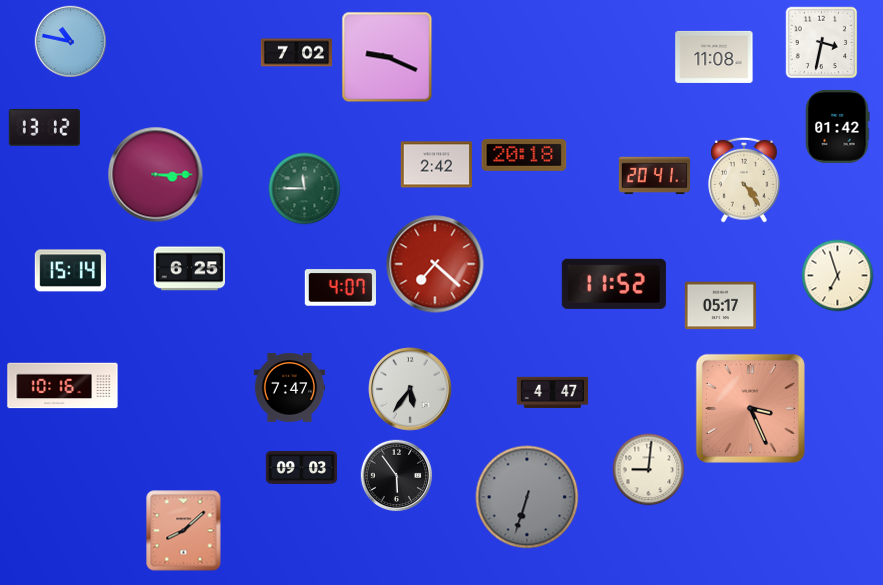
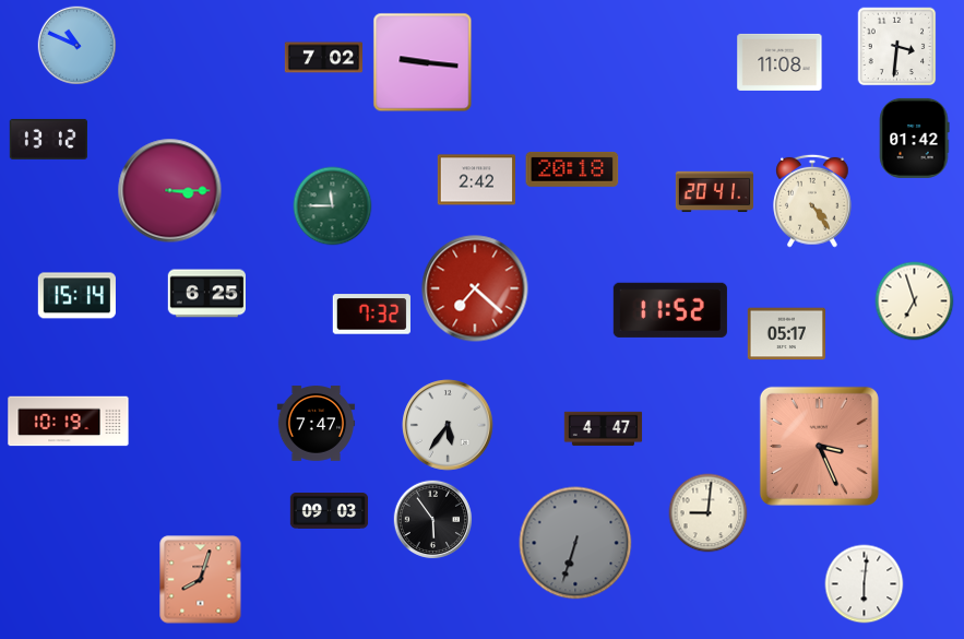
clock at (71, 42): 10:47 -> 10:49
clock at (822, 43): 3:32 -> 3:31
clock at (387, 57): 9:19 -> 9:16
clock at (745, 180) position: (745, 180) -> (813, 201)
clock at (340, 288): 4:07 -> 7:32
clock at (63, 386): 10:16 -> 10:19
clock at (184, 531): 8:08 -> 8:03
clock at (865, 584): none -> 6:01
